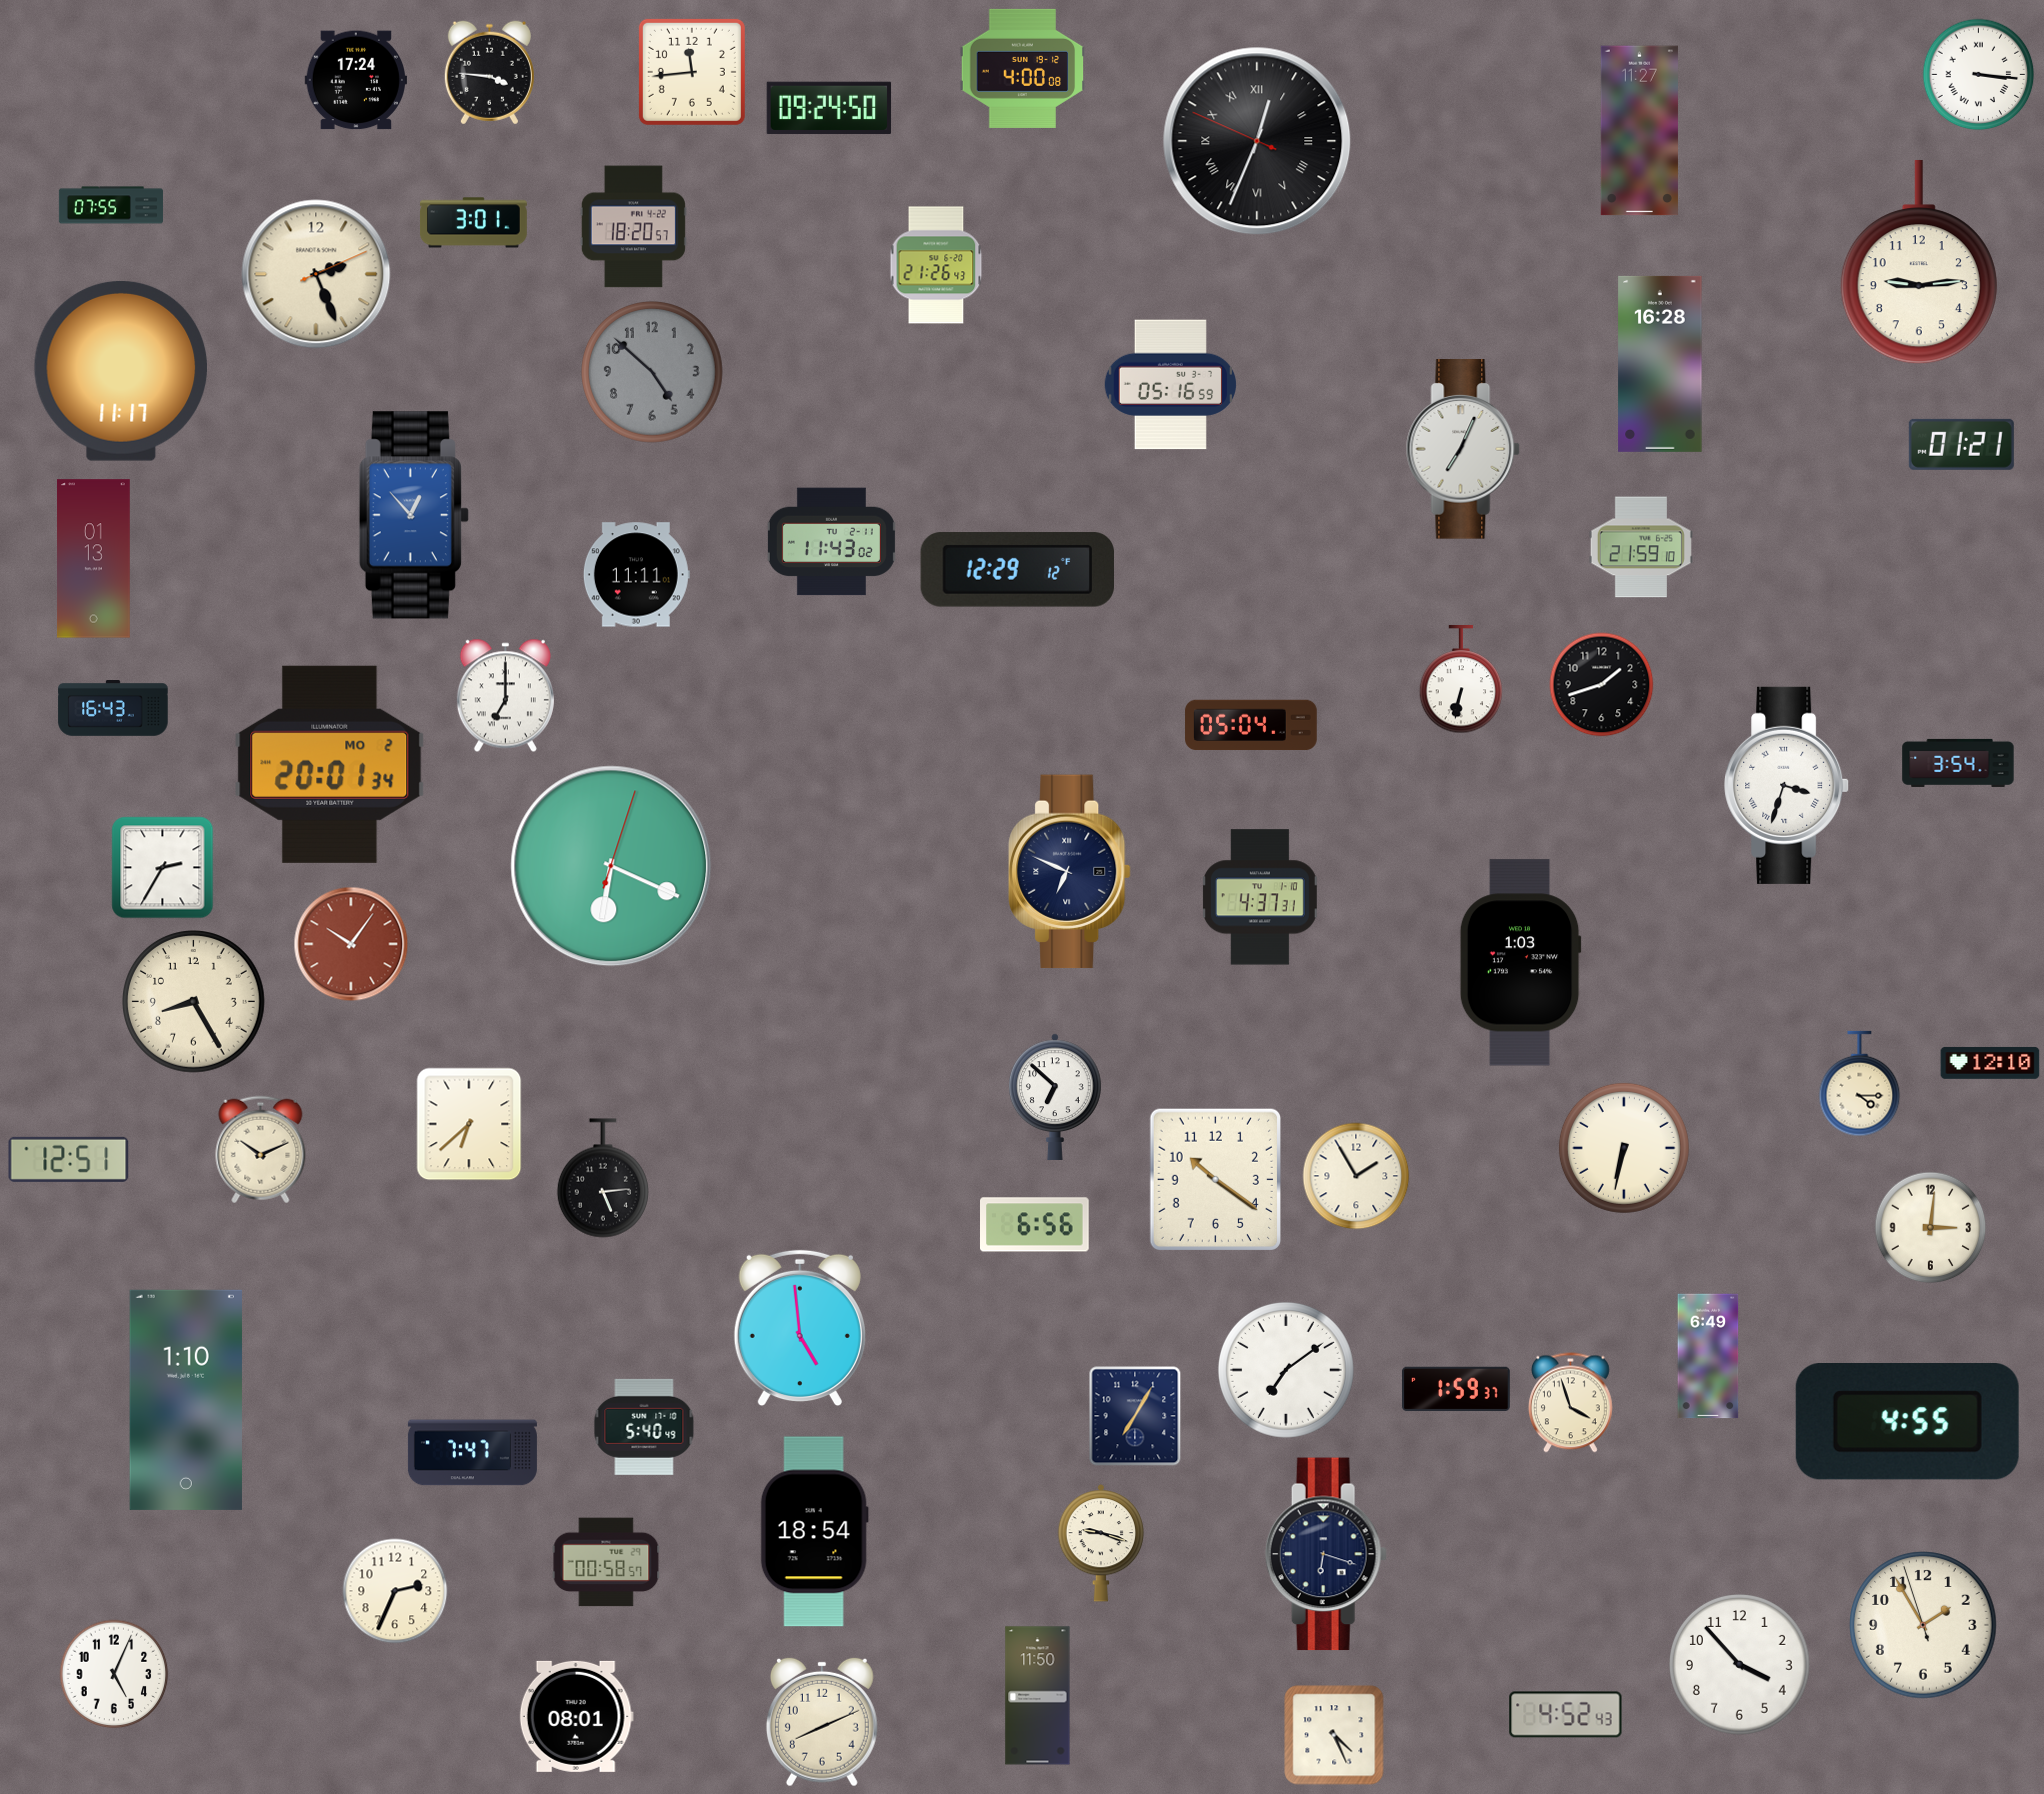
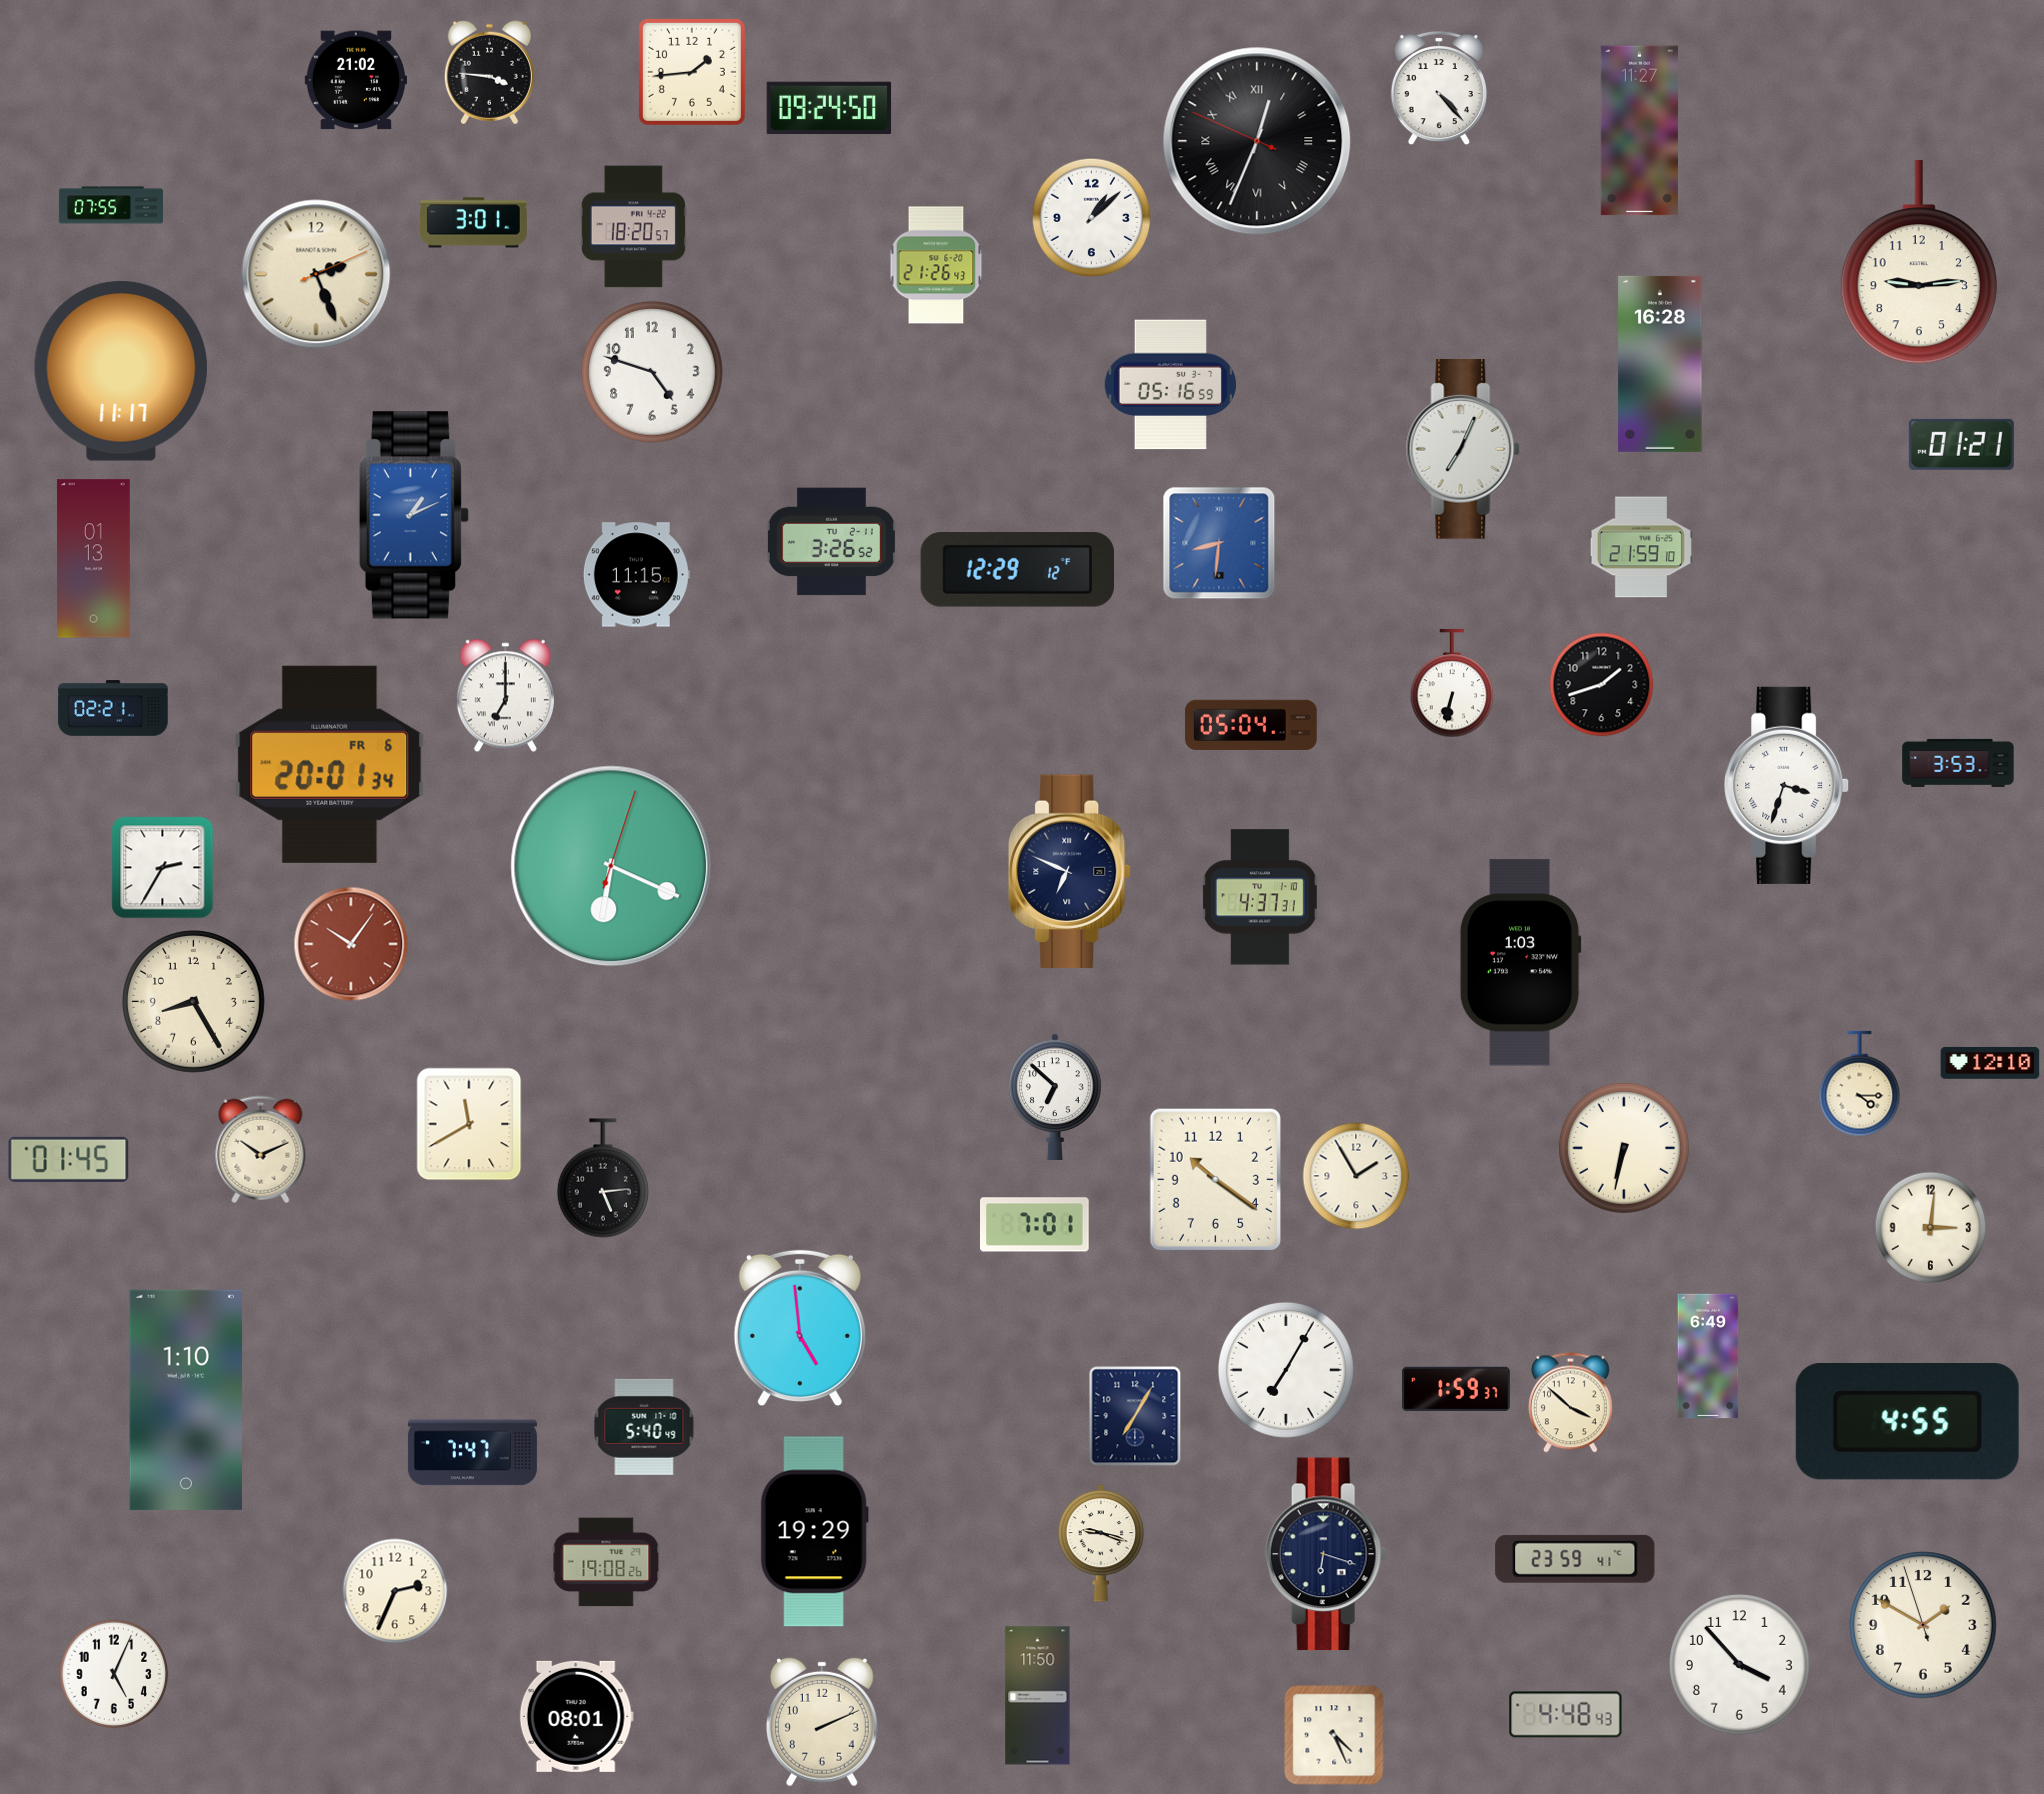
clock at (1022, 68): 4:00 -> none
clock at (692, 72): 11:44 -> 1:44
clock at (1979, 75): 3:16 -> none
clock at (355, 80): 17:24 -> 21:02
clock at (1439, 88): none -> 4:23
clock at (1091, 217): none -> 1:08
clock at (653, 373): 4:52 -> 4:48
clock at (653, 373) dial: grey -> white
clock at (414, 515): 12:53 -> 1:11
clock at (831, 542): 11:43 -> 3:26
clock at (1219, 543): none -> 8:31
clock at (636, 575): 11:11 -> 11:15
clock at (1461, 680) position: (1461, 680) -> (1452, 684)
clock at (113, 709): 16:43 -> 02:21
clock at (1958, 763): 3:54 -> 3:53
clock at (330, 764) date: MO 2 -> FR 6
clock at (469, 1124): 6:38 -> 11:40
clock at (69, 1159): 12:51 -> 01:45
clock at (1035, 1225): 6:56 -> 7:01
clock at (1286, 1370): 7:09 -> 7:05
clock at (1570, 1403): 3:57 -> 3:52
clock at (814, 1532): 18:54 -> 19:29
clock at (1575, 1559): none -> 23:59
clock at (606, 1562): 00:58 -> 19:08
clock at (1923, 1625): 1:54 -> 1:49
clock at (1566, 1715): 4:52 -> 4:48
clock at (822, 1722): 8:11 -> 2:11
